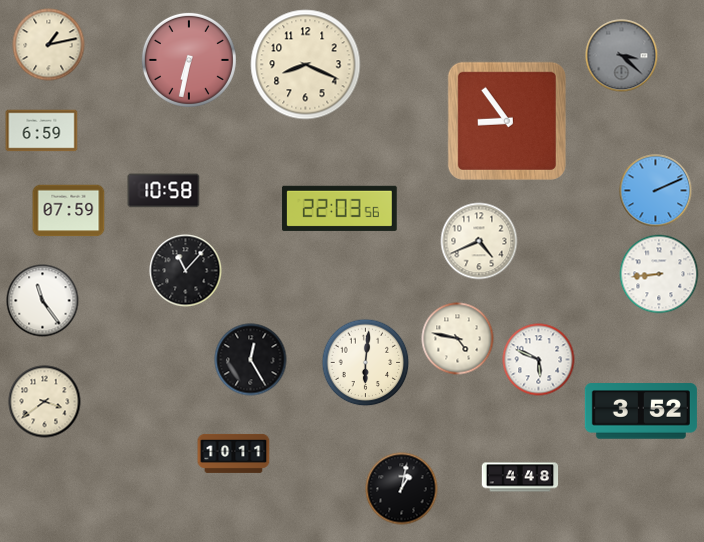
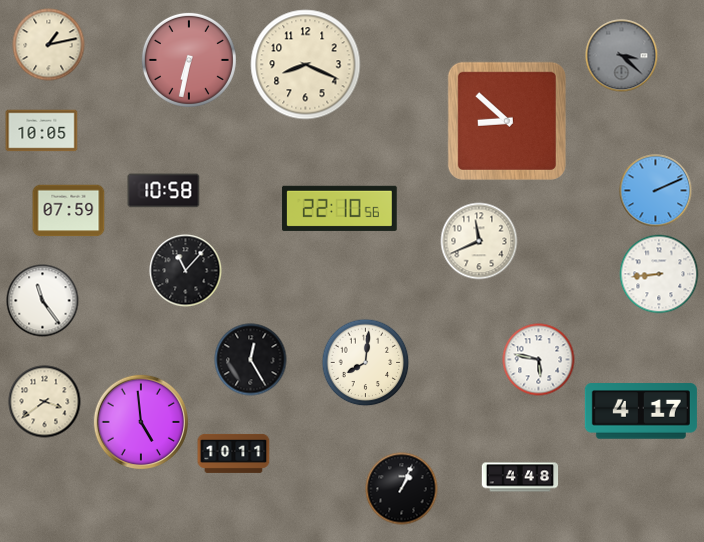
clock at (507, 121): 8:54 -> 8:52
clock at (42, 131): 6:59 -> 10:05
clock at (340, 208): 22:03 -> 22:10
clock at (479, 241): 4:41 -> 11:41
clock at (458, 339): 4:47 -> none
clock at (539, 360): 5:49 -> 5:47
clock at (366, 363): 6:01 -> 8:01
clock at (641, 411): 3:52 -> 4:17
clock at (141, 422): none -> 4:59
clock at (402, 489): 1:02 -> 1:04
